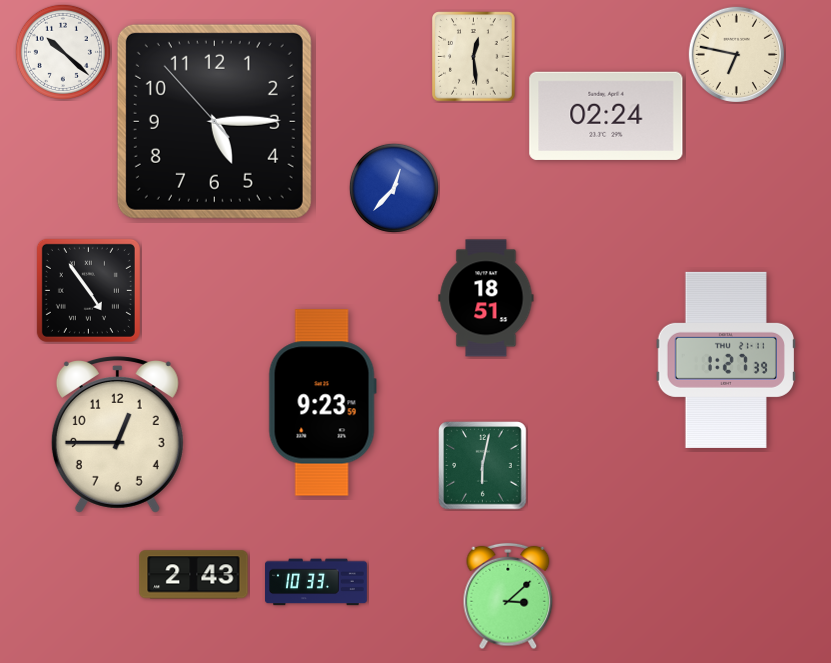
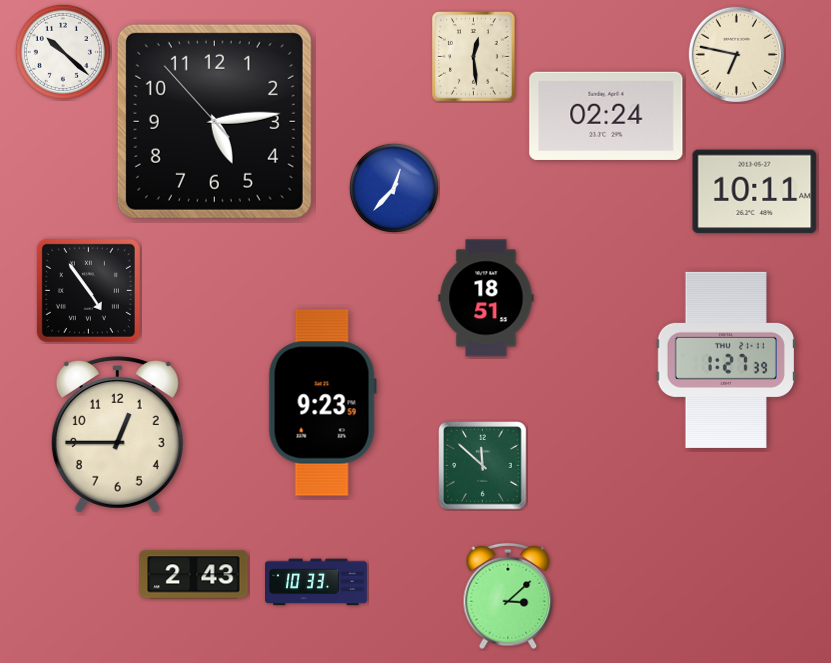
clock at (214, 121): 5:14 -> 5:13
clock at (755, 192): none -> 10:11
clock at (483, 466): 6:02 -> 11:52
